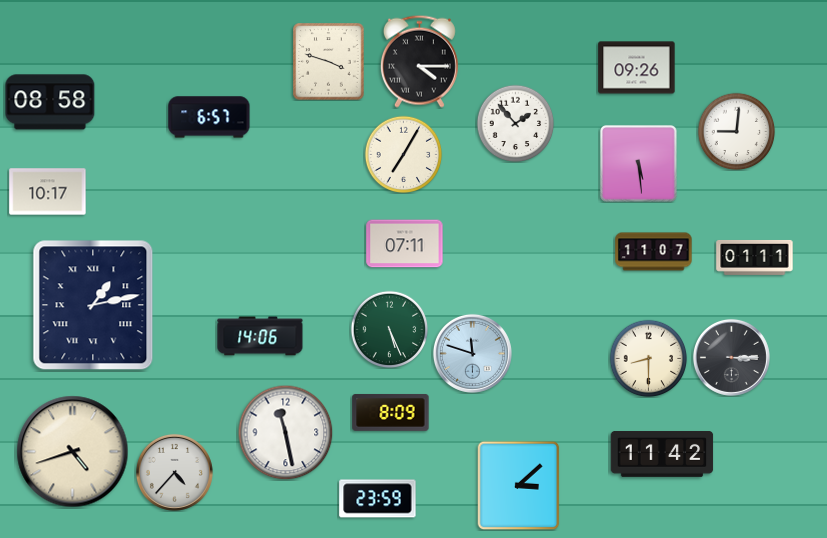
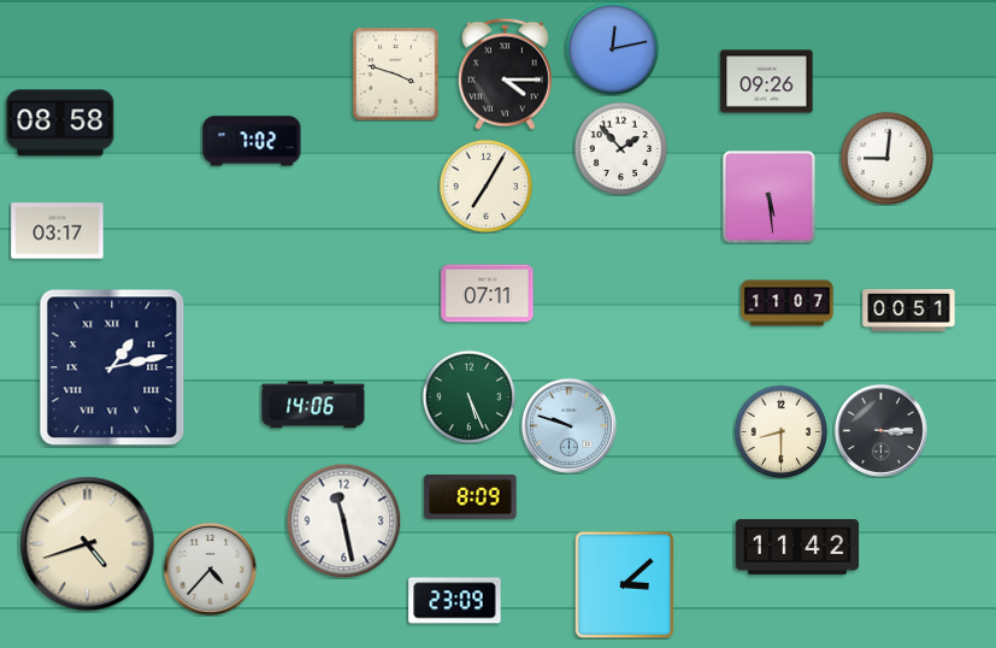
clock at (612, 48): none -> 12:13
clock at (209, 117): 6:57 -> 7:02
clock at (48, 192): 10:17 -> 03:17
clock at (755, 257): 01:11 -> 00:51
clock at (472, 353): 11:48 -> 9:48
clock at (378, 499): 23:59 -> 23:09
